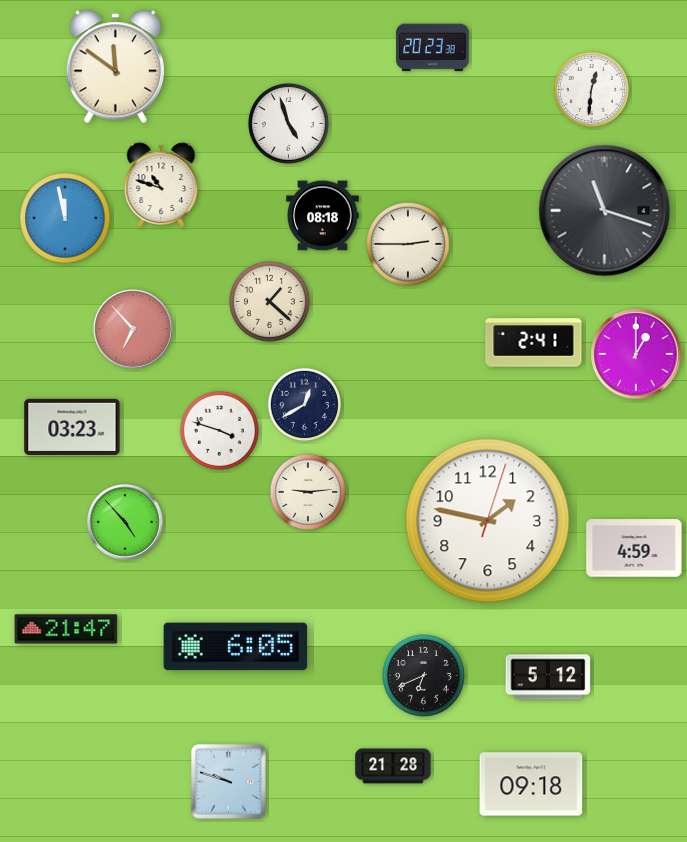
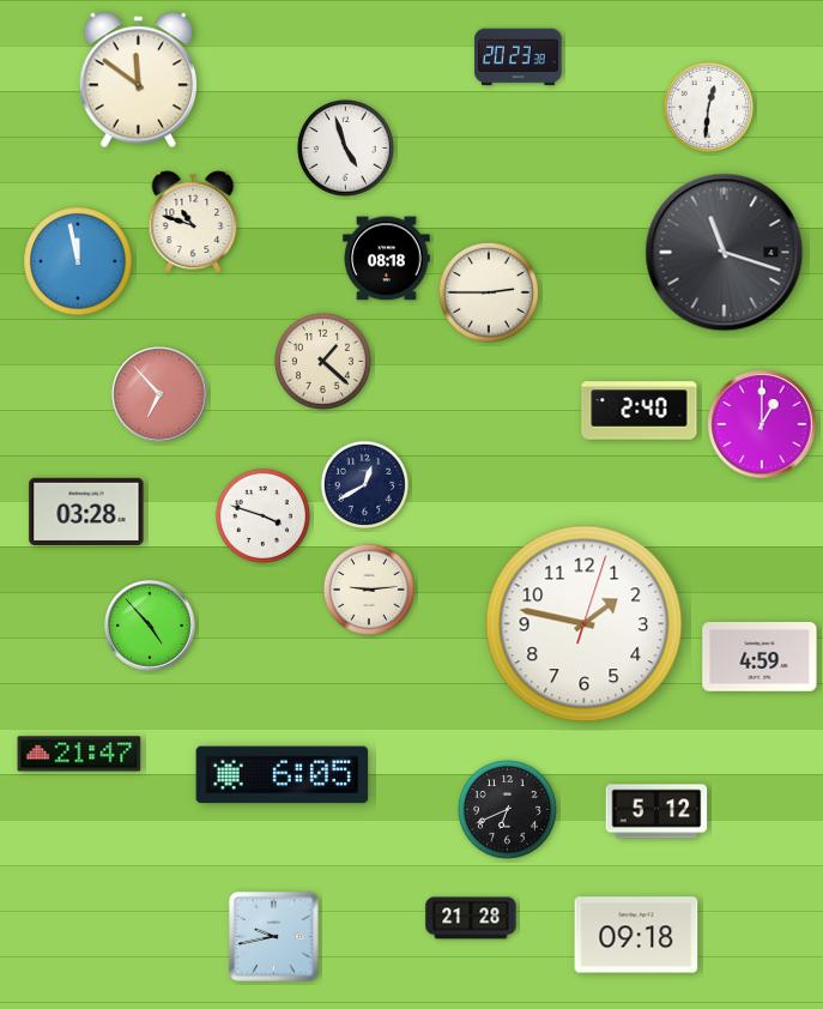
clock at (534, 343): 2:41 -> 2:40
clock at (72, 427): 03:23 -> 03:28
clock at (228, 781): 9:48 -> 9:43
clock at (531, 784) position: (531, 784) -> (636, 935)
